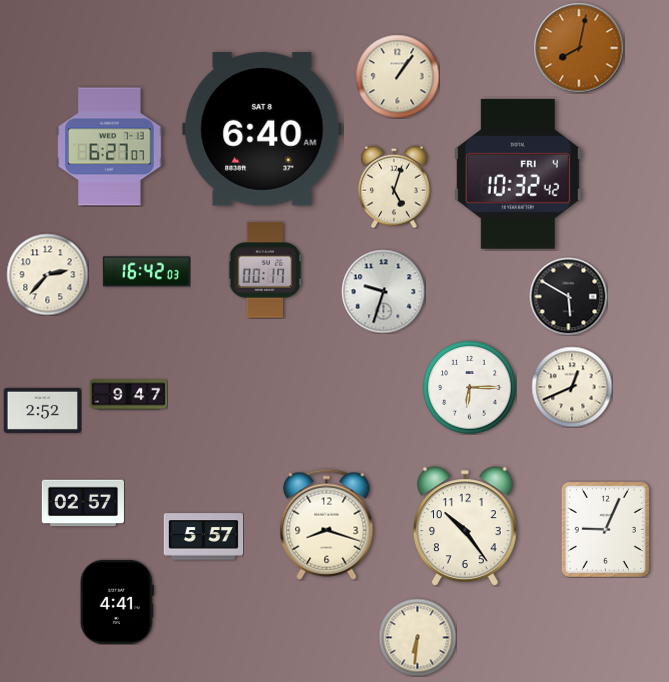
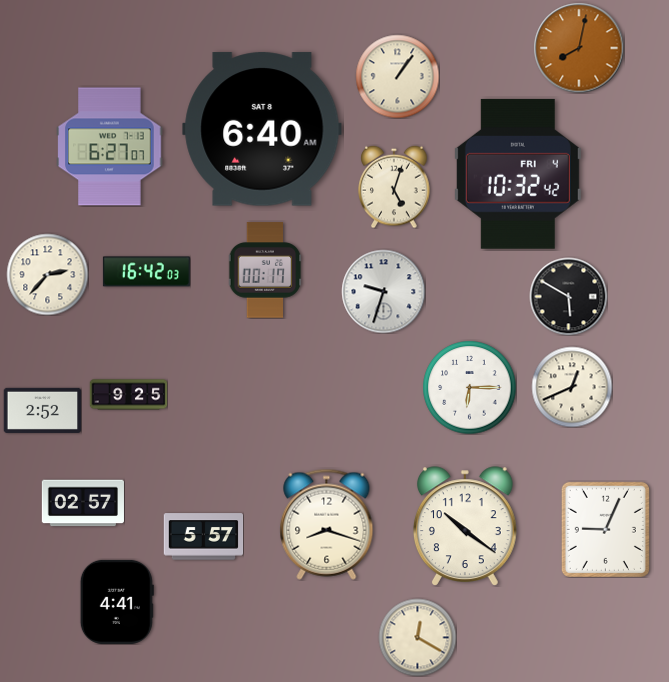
clock at (128, 395): 9:47 -> 9:25
clock at (465, 526): 10:24 -> 10:21
clock at (417, 637): 6:31 -> 12:20
